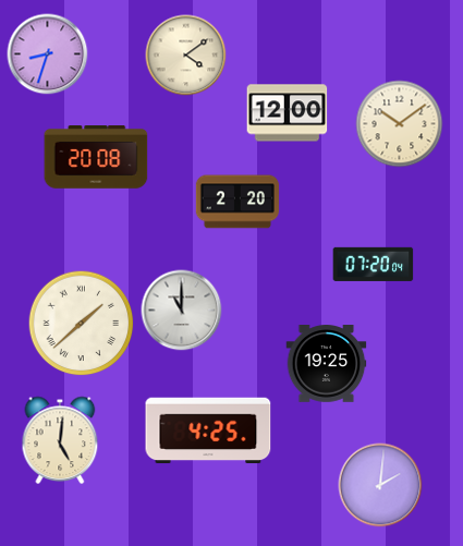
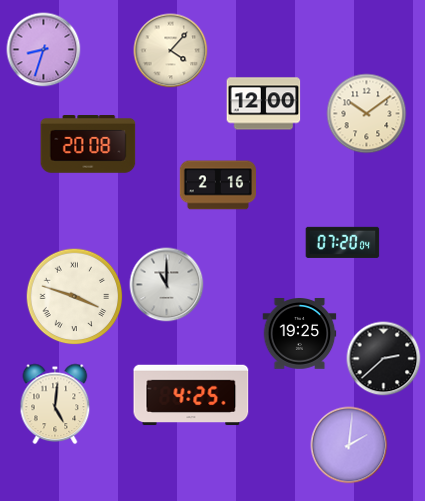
clock at (186, 56): 4:09 -> 4:07
clock at (236, 202): 2:20 -> 2:16
clock at (82, 324): 1:38 -> 3:48
clock at (384, 359): none -> 2:38
